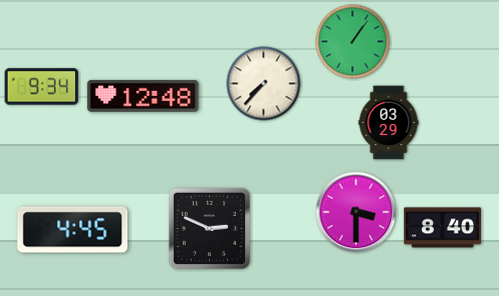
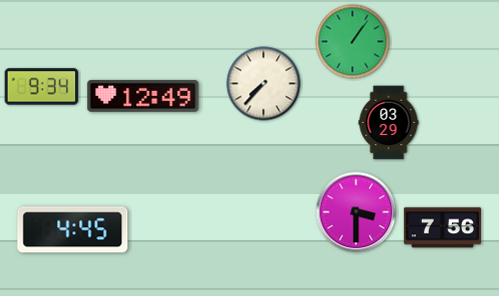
clock at (143, 96): 12:48 -> 12:49
clock at (442, 228): 8:40 -> 7:56
clock at (210, 229): 2:49 -> none
